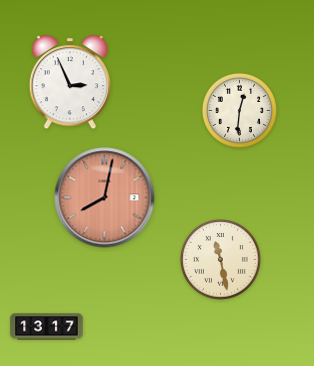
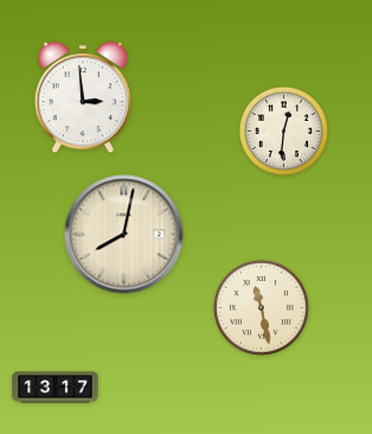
clock at (69, 83): 2:56 -> 2:59
clock at (105, 198) dial: salmon -> cream
